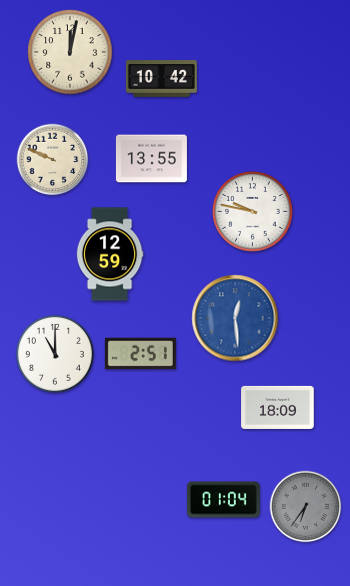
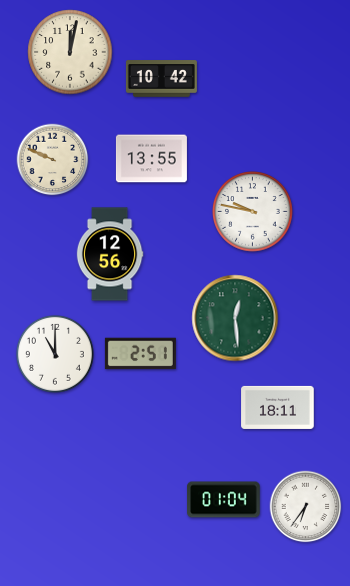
clock at (110, 254): 12:59 -> 12:56
clock at (235, 318) dial: blue -> green
clock at (278, 407): 18:09 -> 18:11
clock at (306, 507) dial: grey -> white
